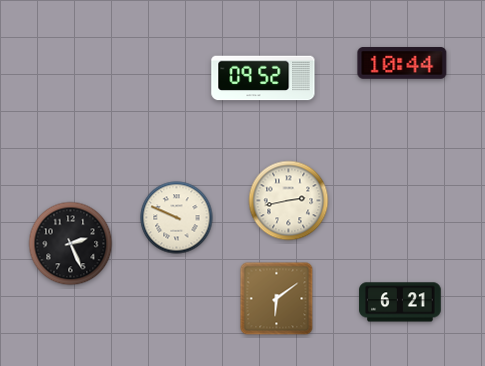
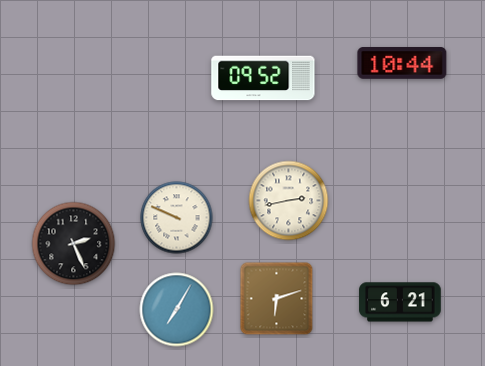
clock at (71, 244) position: (71, 244) -> (74, 244)
clock at (277, 299): 6:09 -> 6:12
clock at (177, 310): none -> 7:05
